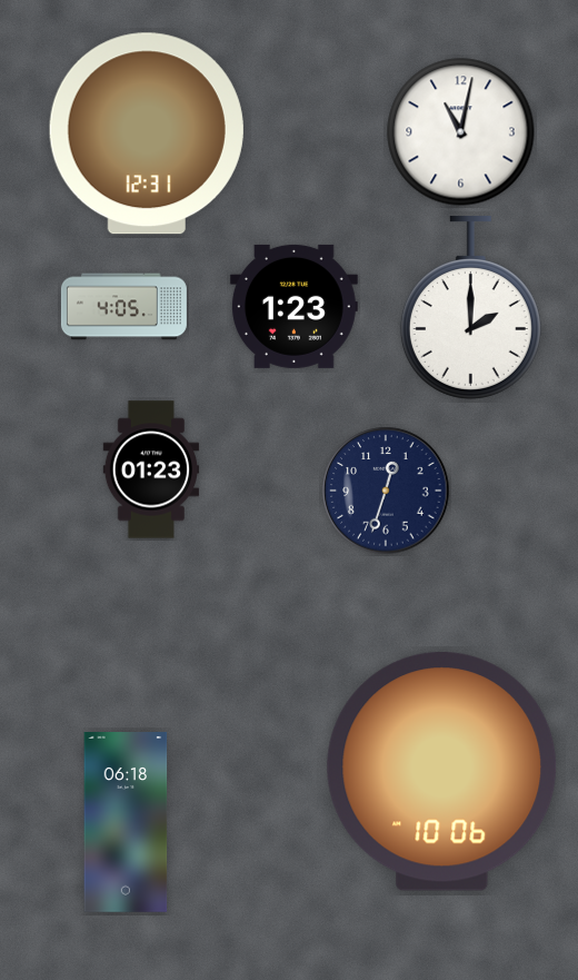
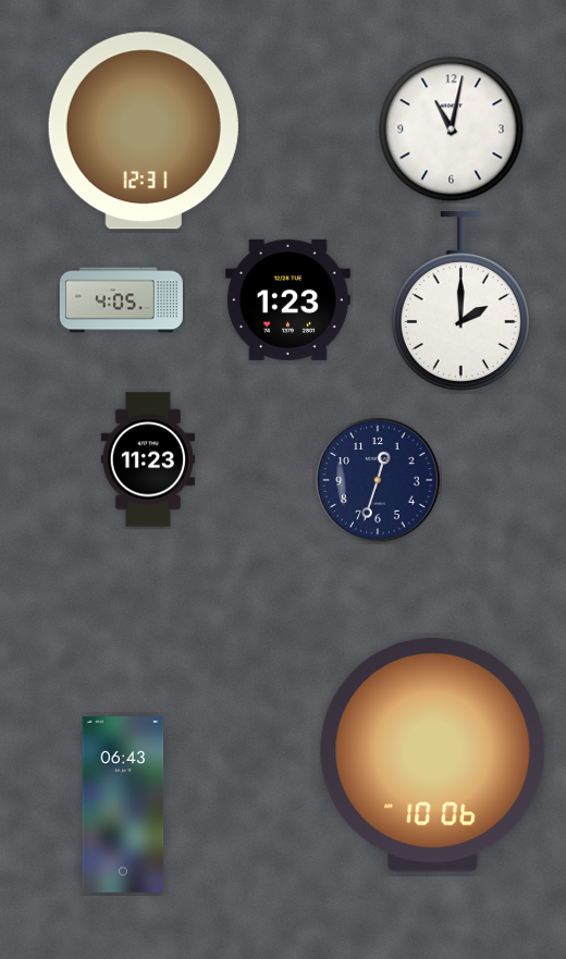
clock at (150, 469): 01:23 -> 11:23
clock at (126, 822): 06:18 -> 06:43
